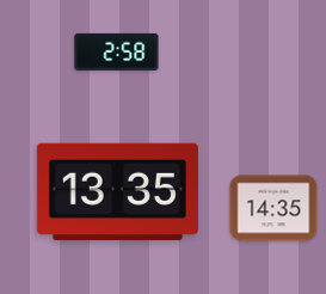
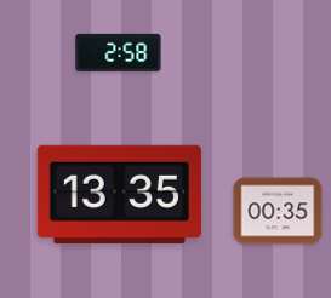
clock at (273, 208): 14:35 -> 00:35
